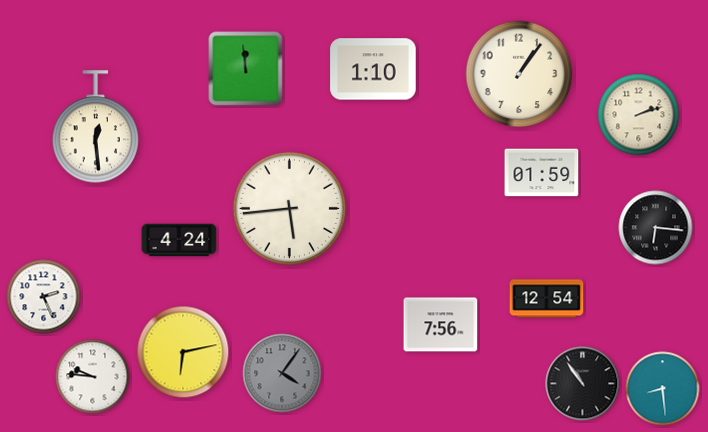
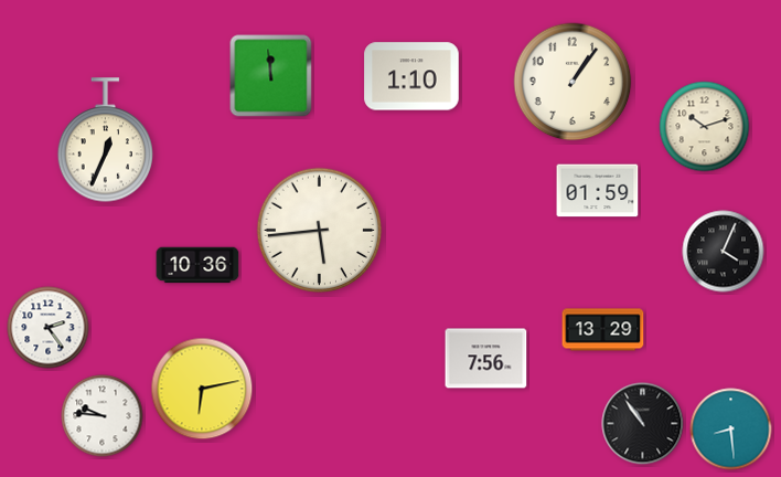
clock at (639, 115): 2:12 -> 10:12
clock at (95, 127): 12:29 -> 12:34
clock at (656, 228): 6:16 -> 4:04
clock at (179, 240): 4:24 -> 10:36
clock at (44, 297): 2:26 -> 2:24
clock at (547, 299): 12:54 -> 13:29
clock at (282, 373): 4:06 -> none
